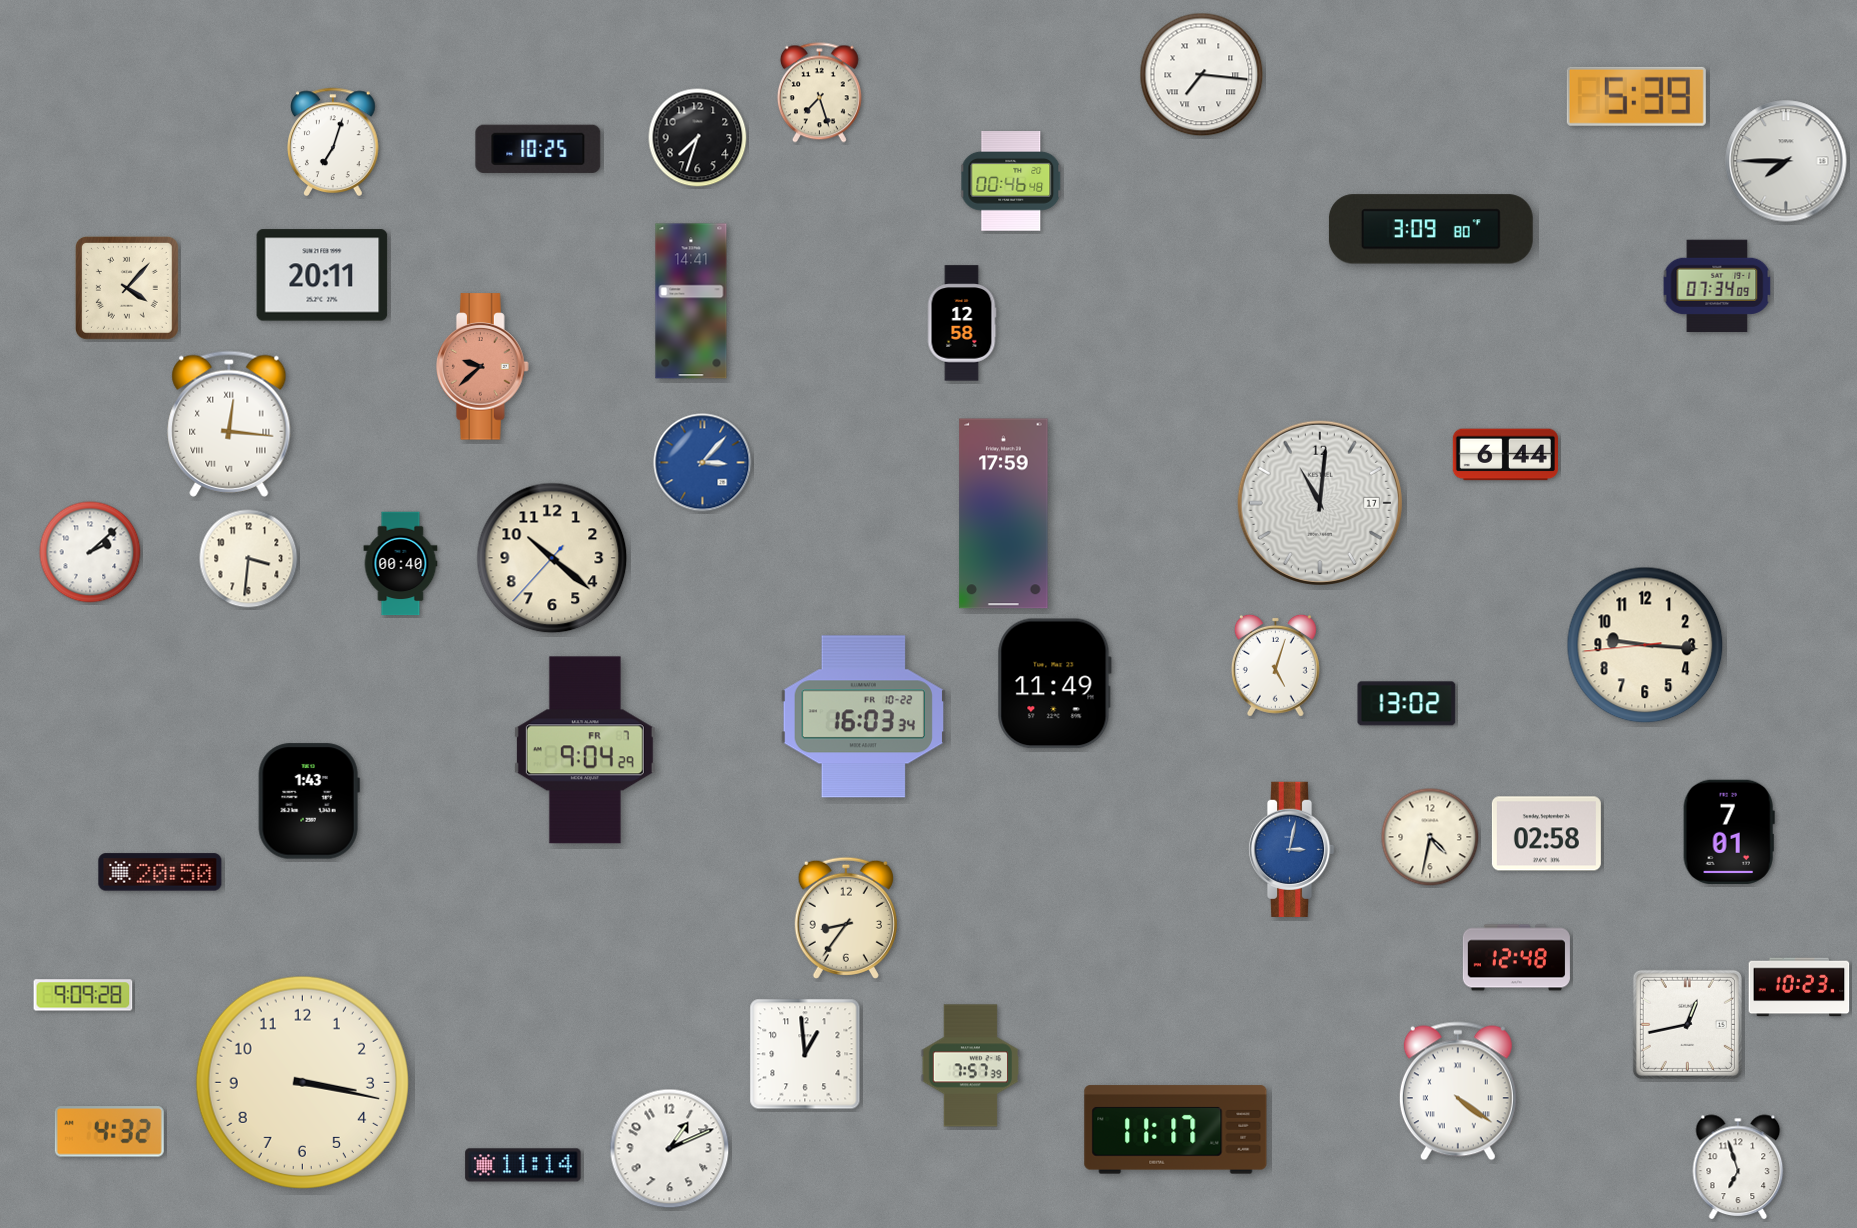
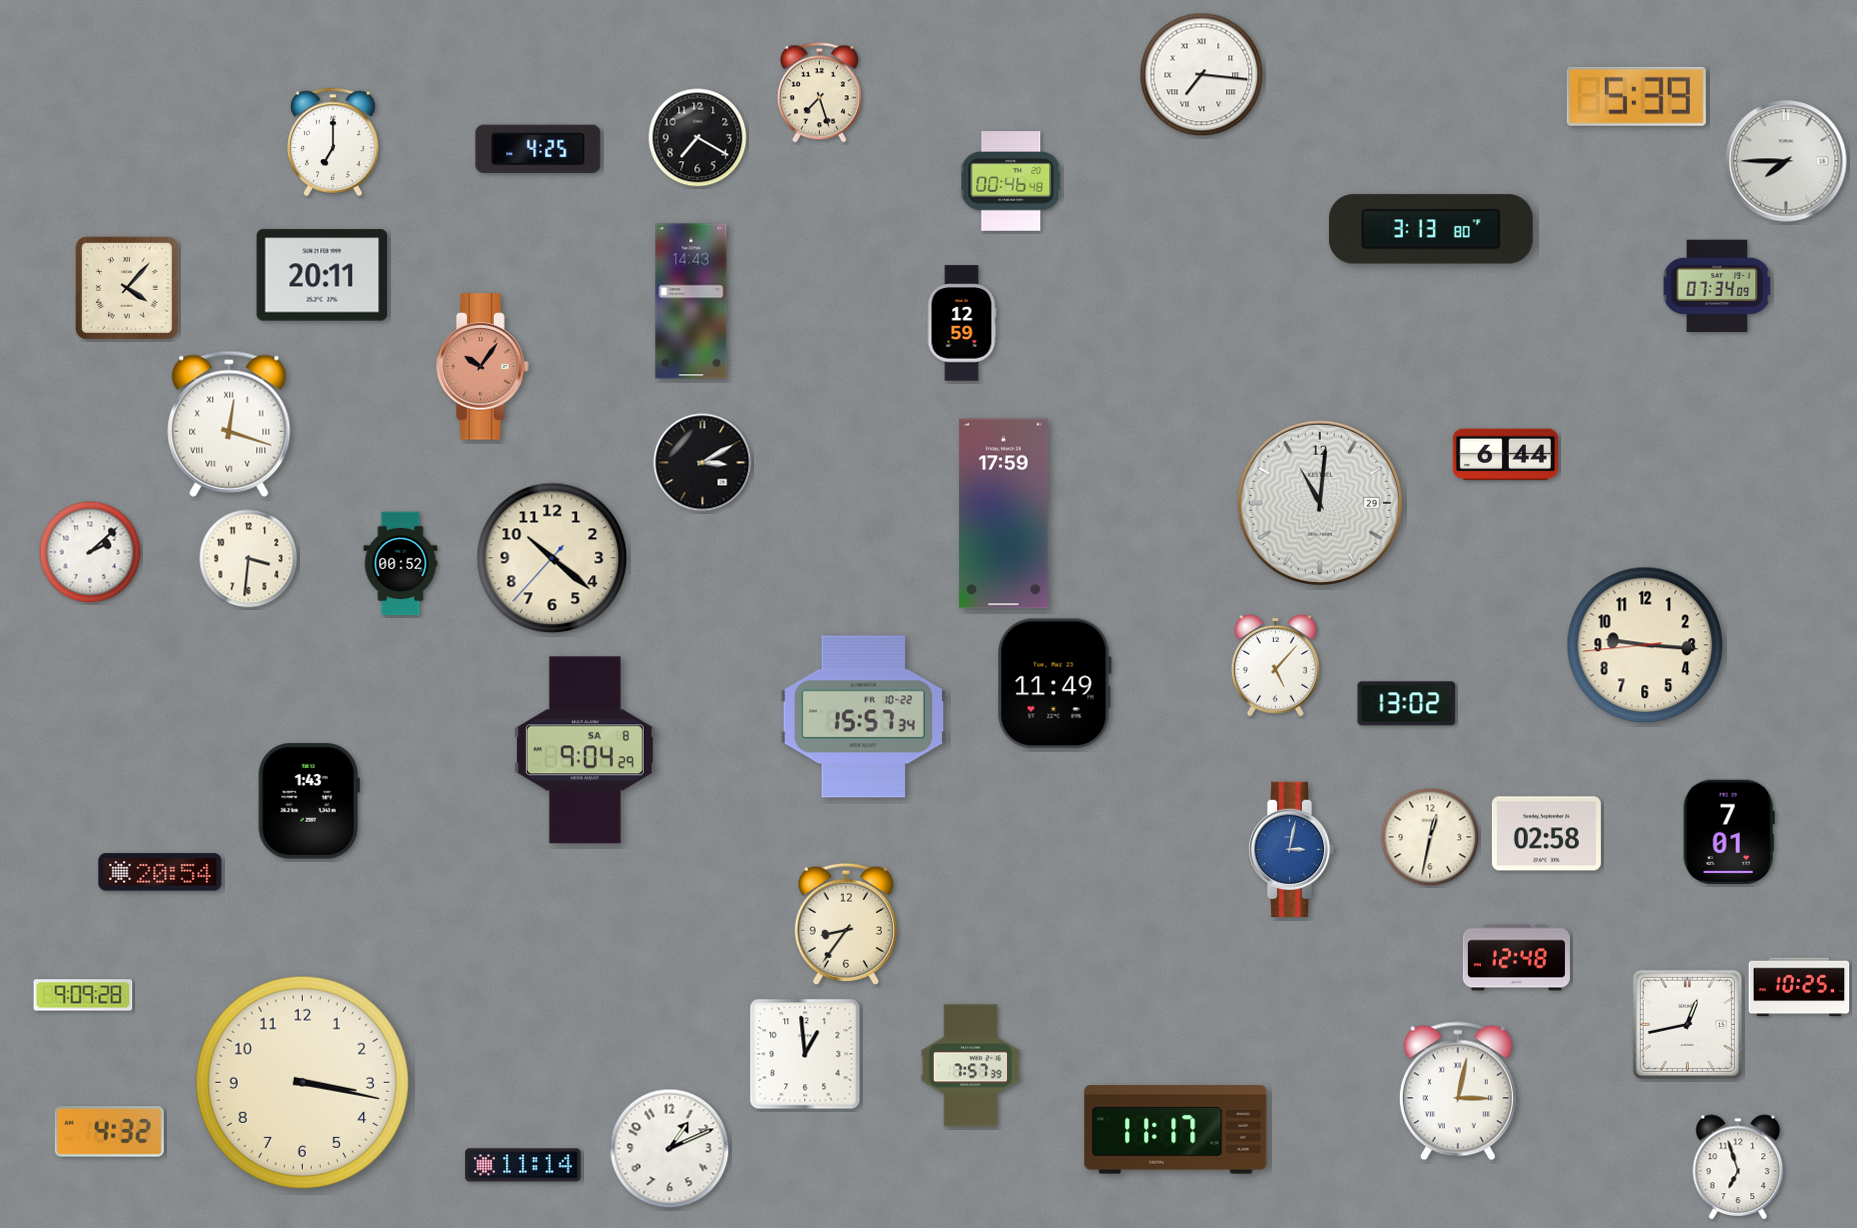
clock at (698, 138): 7:33 -> 7:20
clock at (333, 141): 7:03 -> 7:00
clock at (538, 149): 10:25 -> 4:25
clock at (1431, 229): 3:09 -> 3:13
clock at (691, 301): 14:41 -> 14:43
clock at (962, 323): 12:58 -> 12:59
clock at (483, 367): 9:38 -> 10:06
clock at (229, 424): 12:16 -> 12:18
clock at (703, 463): 3:07 -> 3:10
clock at (703, 463) dial: blue -> black
clock at (1320, 503) date: 17 -> 29
clock at (401, 564): 00:40 -> 00:52
clock at (1275, 665): 5:03 -> 5:07
clock at (863, 717): 16:03 -> 15:57
clock at (585, 750) date: FR 7 -> SA 8
clock at (1430, 837): 4:32 -> 12:32
clock at (160, 872): 20:50 -> 20:54
clock at (846, 918) position: (846, 918) -> (846, 924)
clock at (1799, 987): 10:23 -> 10:25
clock at (1458, 1091): 4:21 -> 3:02
